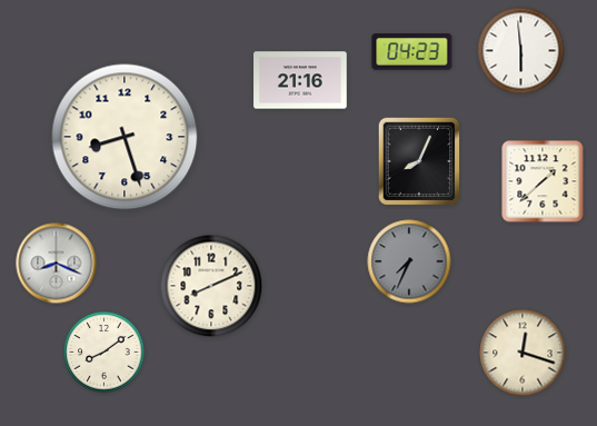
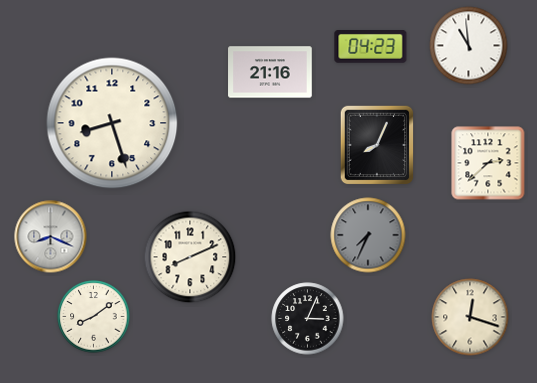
clock at (521, 51): 5:59 -> 10:59
clock at (543, 181): 1:38 -> 2:38
clock at (308, 319): none -> 3:04
